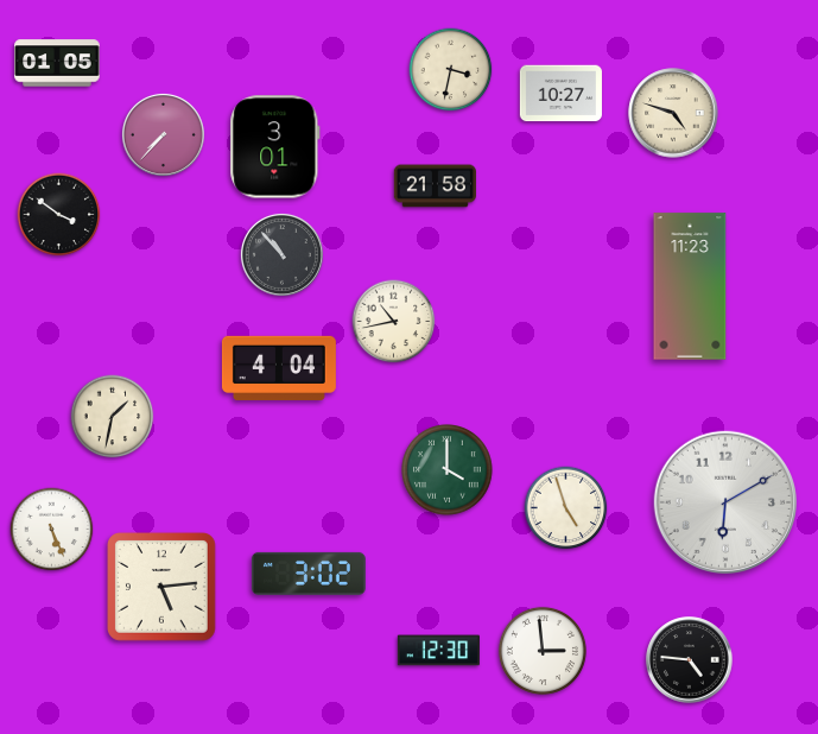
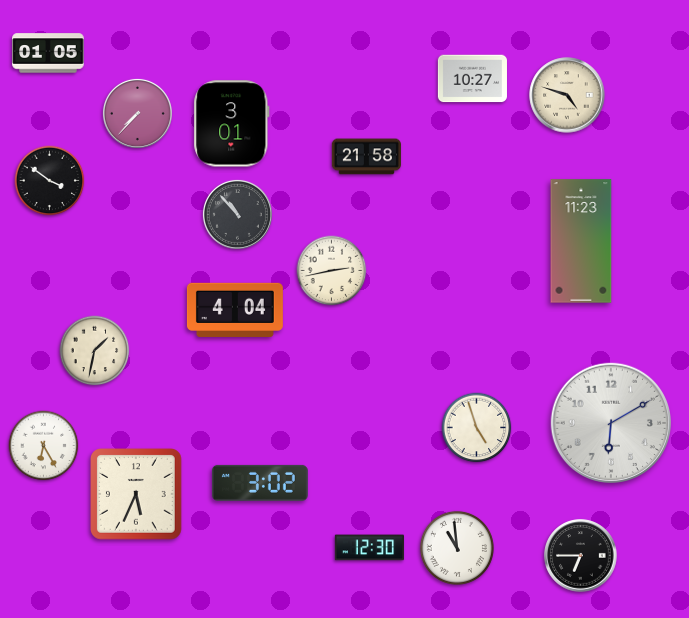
clock at (451, 70): 3:32 -> none
clock at (394, 322): 10:43 -> 2:43
clock at (448, 470): 4:00 -> none
clock at (52, 530): 5:26 -> 6:25
clock at (163, 588): 5:14 -> 5:34
clock at (543, 651): 2:59 -> 10:59
clock at (690, 660): 4:46 -> 6:45
